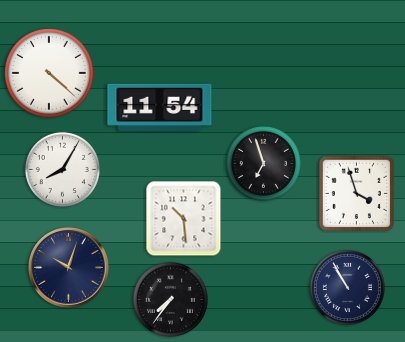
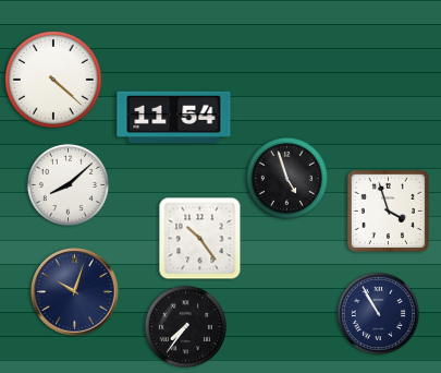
clock at (263, 163): 6:57 -> 4:57
clock at (62, 169): 8:05 -> 8:08
clock at (184, 219): 10:29 -> 10:24
